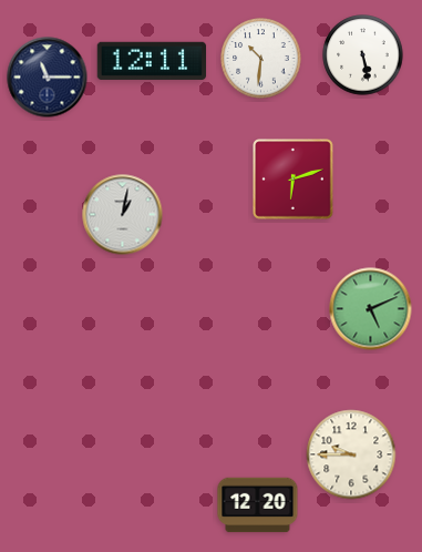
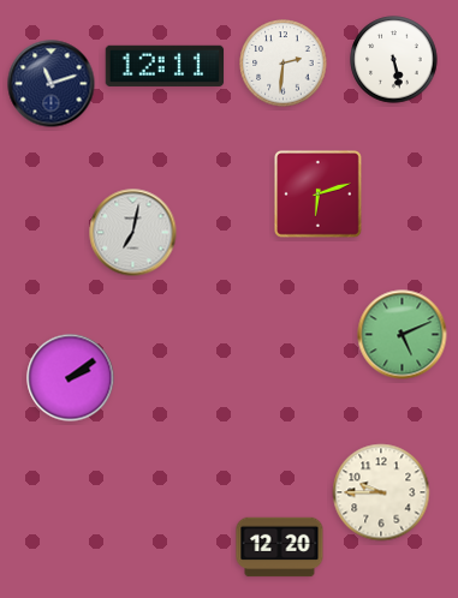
clock at (261, 59): 10:31 -> 2:31
clock at (48, 78): 11:15 -> 11:12
clock at (123, 215): 1:02 -> 7:02
clock at (71, 378): none -> 2:09
